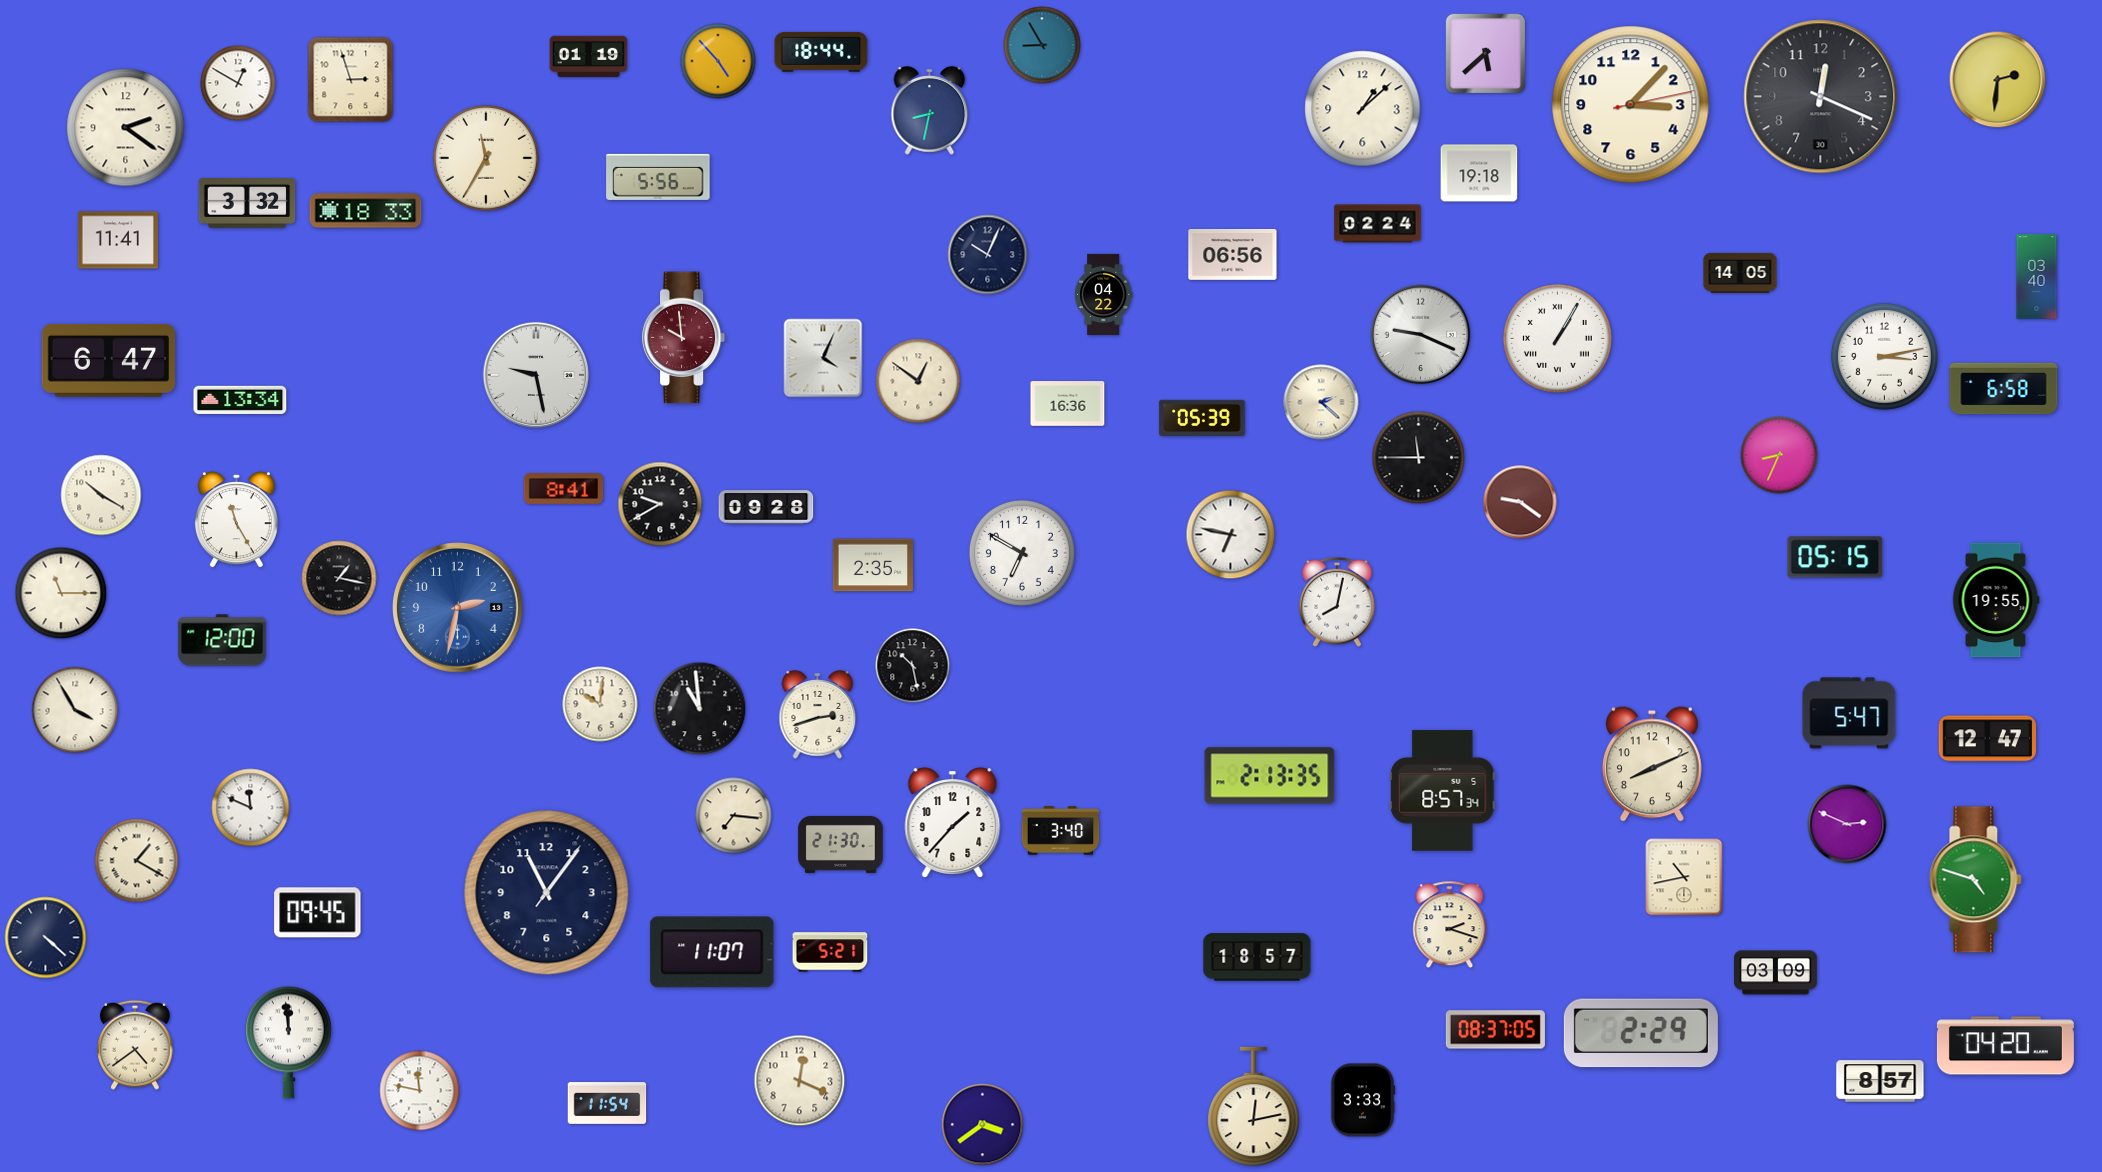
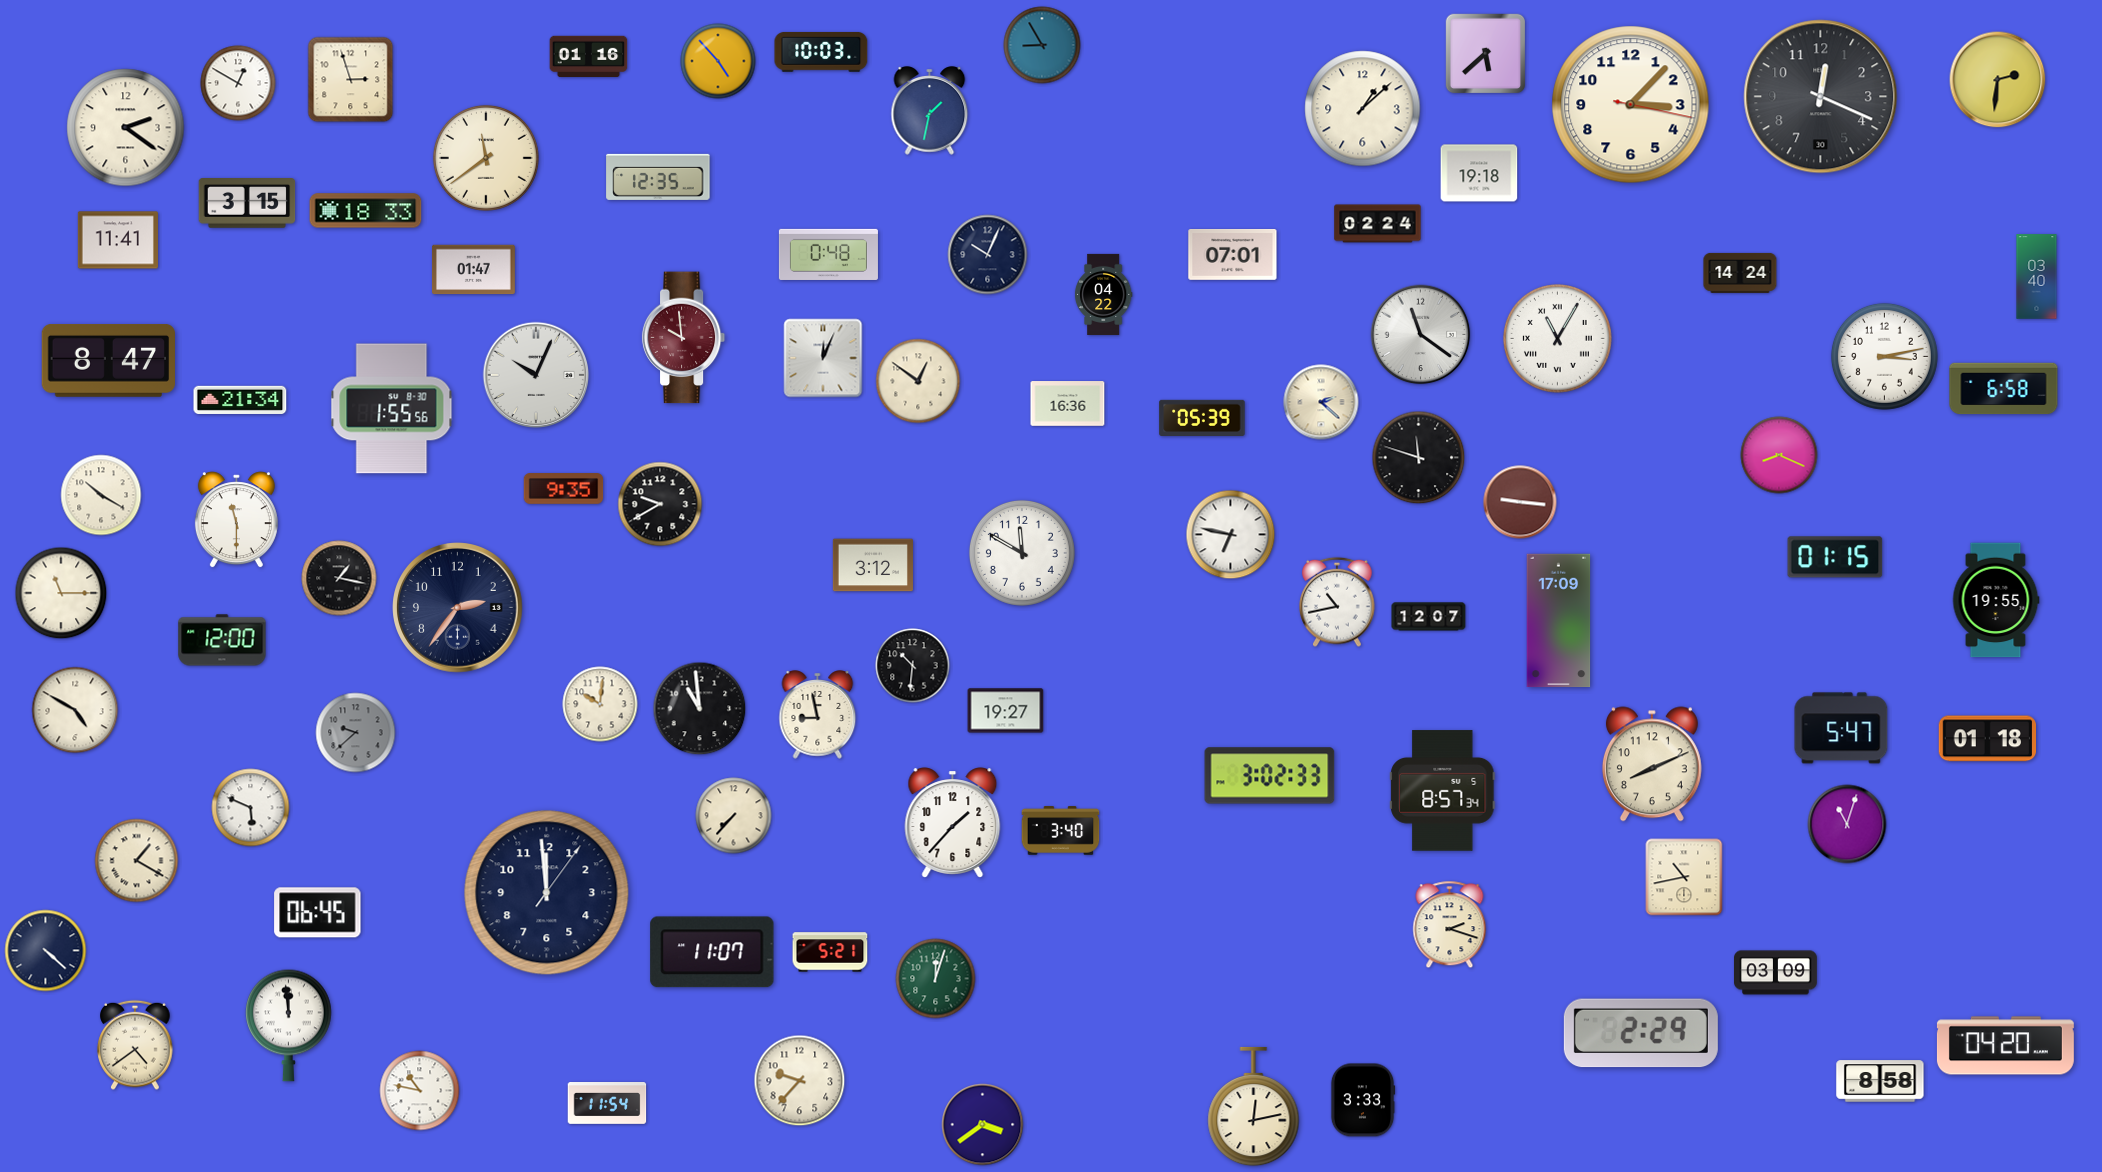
clock at (821, 52): 18:44 -> 10:03
clock at (589, 57): 01:19 -> 01:16
clock at (1631, 105): 3:07:13 -> 3:07:17
clock at (930, 111): 8:32 -> 1:32
clock at (486, 158): 11:35 -> 11:39
clock at (658, 177): 5:56 -> 12:35
clock at (247, 204): 3:32 -> 3:15
clock at (828, 254): none -> 0:48
clock at (1233, 255): 06:56 -> 07:01
clock at (474, 270): none -> 01:47
clock at (1740, 273): 14:05 -> 14:24
clock at (1421, 335): 9:19 -> 11:21
clock at (1558, 339): 1:05 -> 11:05
clock at (823, 358): 4:04 -> 12:04
clock at (108, 361): 6:47 -> 8:47
clock at (536, 375): 9:28 -> 10:04
clock at (240, 400): 13:34 -> 21:34
clock at (392, 409): none -> 1:55
clock at (1779, 455): 8:34 -> 8:19
clock at (1419, 458): 11:45 -> 11:48
clock at (564, 489): 8:41 -> 9:35
clock at (1520, 502): 9:21 -> 9:16
clock at (766, 507): 09:28 -> none
clock at (236, 520): 11:25 -> 11:30
clock at (1022, 553): 6:50 -> 11:50
clock at (1835, 557): 05:15 -> 01:15
clock at (873, 565): 2:35 -> 3:12
clock at (1337, 602): 8:02 -> 10:43
clock at (458, 608): 2:32 -> 2:36
clock at (458, 608) dial: blue -> navy
clock at (1429, 617): none -> 12:07
clock at (1559, 621): none -> 17:09
clock at (913, 666): 10:28 -> 10:31
clock at (75, 710): 3:55 -> 4:50
clock at (1006, 711): none -> 19:27
clock at (1849, 713) position: (1849, 713) -> (1841, 728)
clock at (818, 715): 2:42 -> 8:58
clock at (356, 733): none -> 9:38
clock at (1987, 739): 12:47 -> 01:18
clock at (1270, 776): 2:13 -> 3:02
clock at (251, 808): 11:49 -> 5:49
clock at (734, 816): 7:16 -> 7:37
clock at (1847, 824): 2:49 -> 11:03
clock at (841, 844): 21:30 -> none
clock at (1976, 880): 4:48 -> none
clock at (547, 893): 11:06 -> 11:59
clock at (318, 913): 09:45 -> 06:45
clock at (46, 938) position: (46, 938) -> (46, 951)
clock at (1257, 957): 18:57 -> none
clock at (936, 979): none -> 12:03
clock at (1495, 1030): 08:37 -> none
clock at (289, 1042) position: (289, 1042) -> (289, 1025)
clock at (800, 1081): 12:19 -> 9:37
clock at (1880, 1081): 8:57 -> 8:58
clock at (420, 1091): 11:47 -> 10:47
